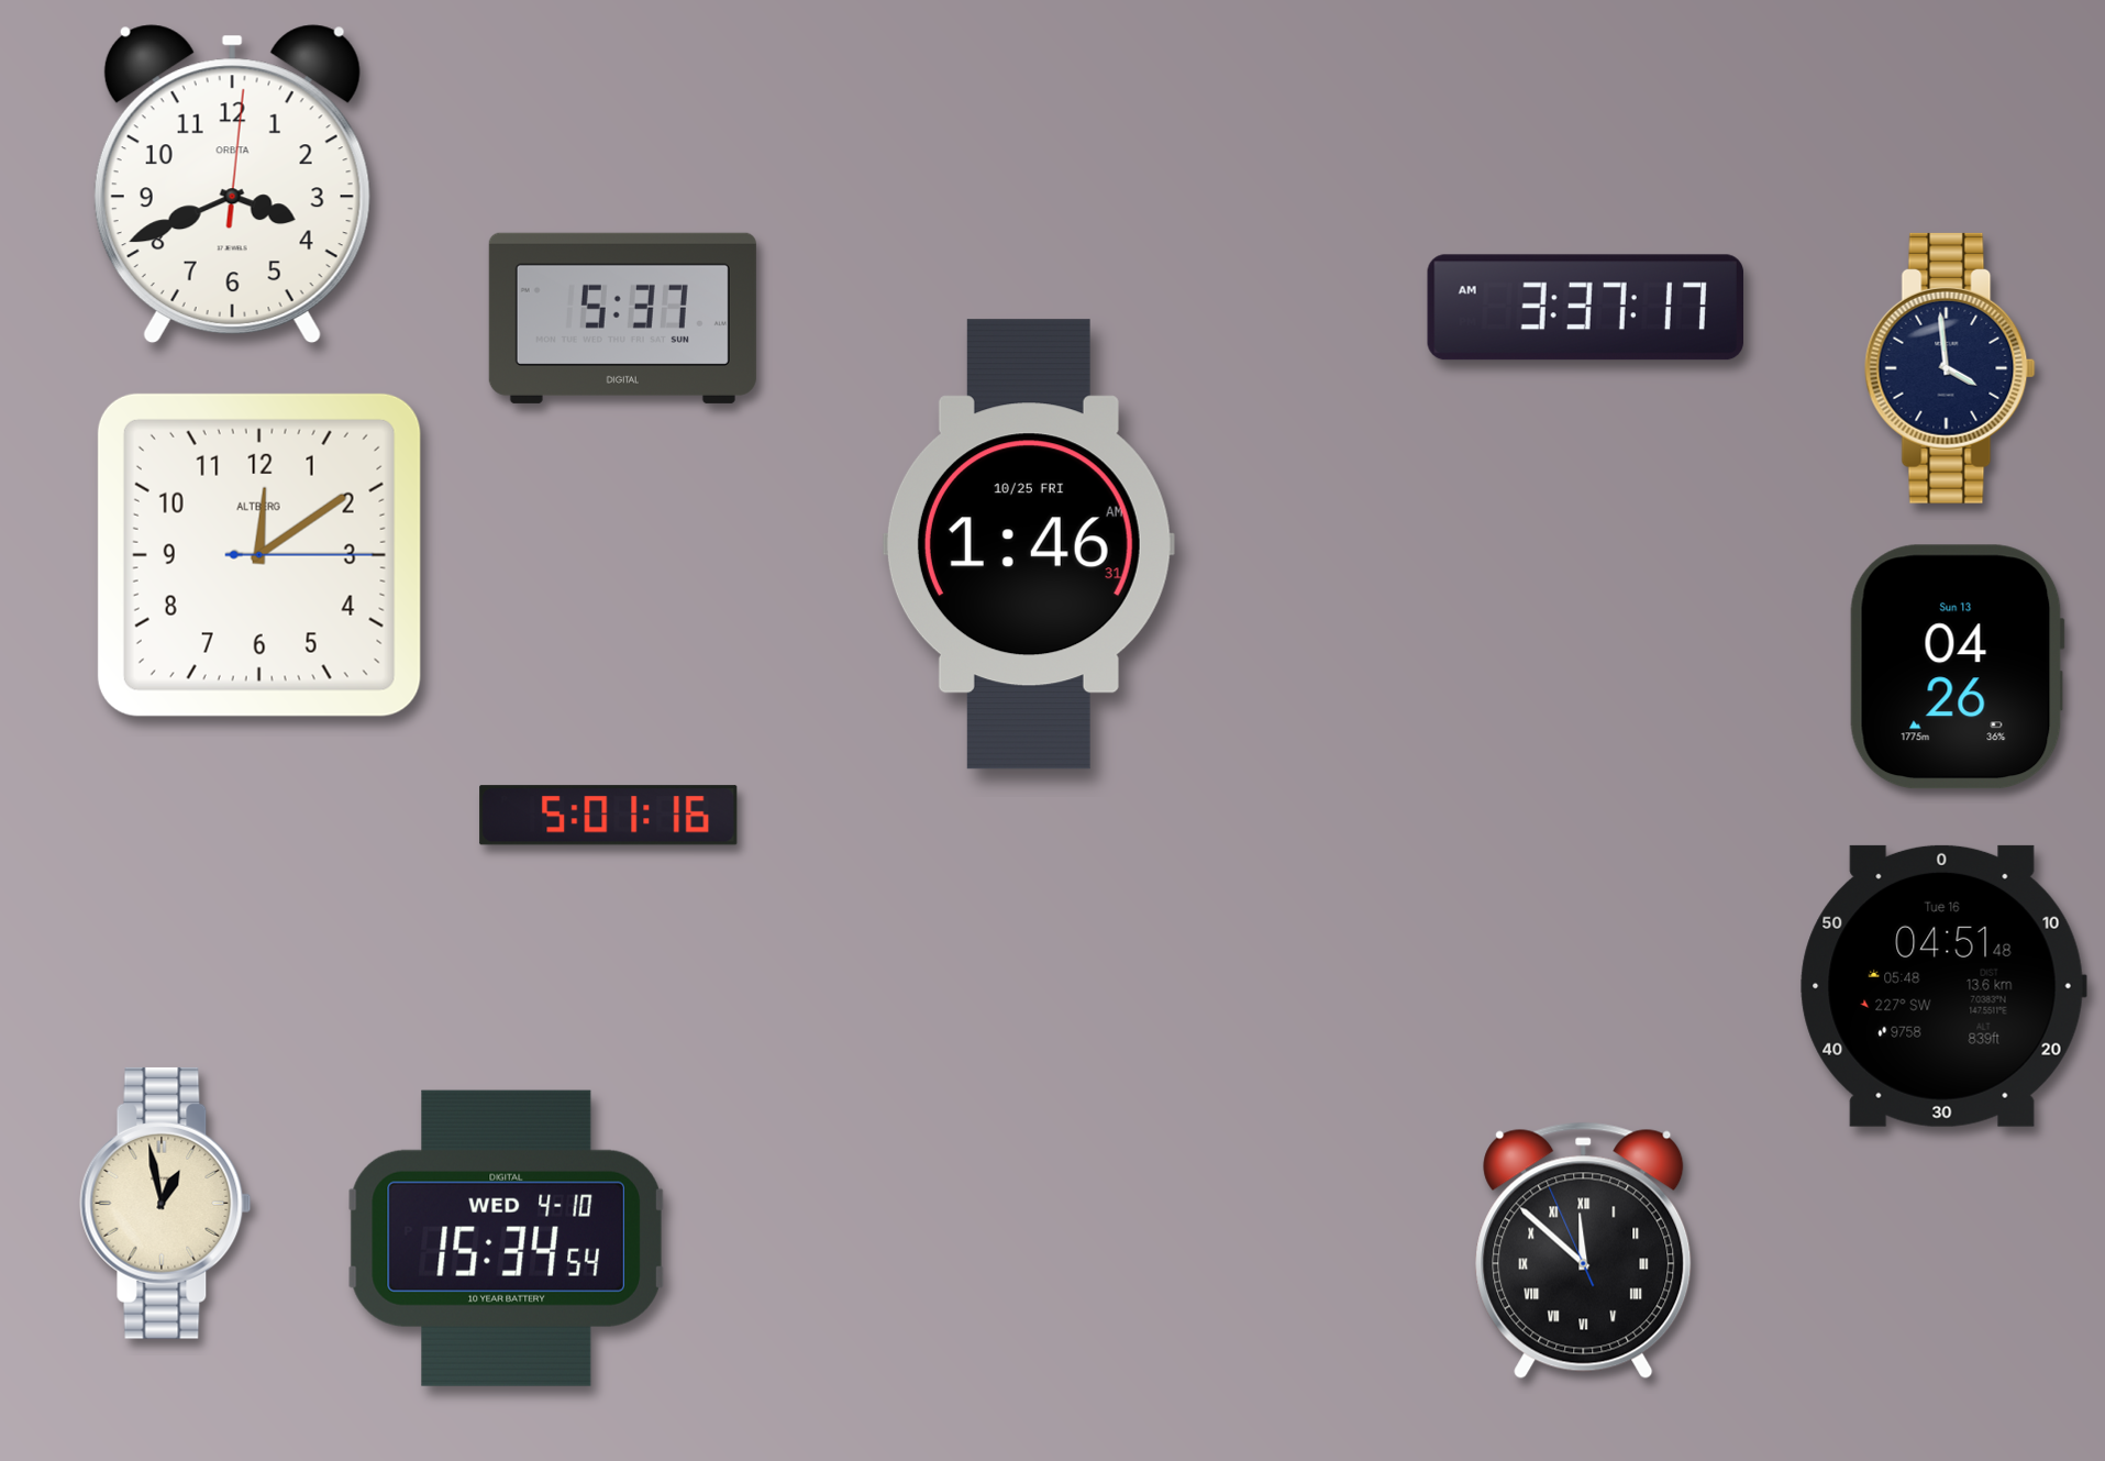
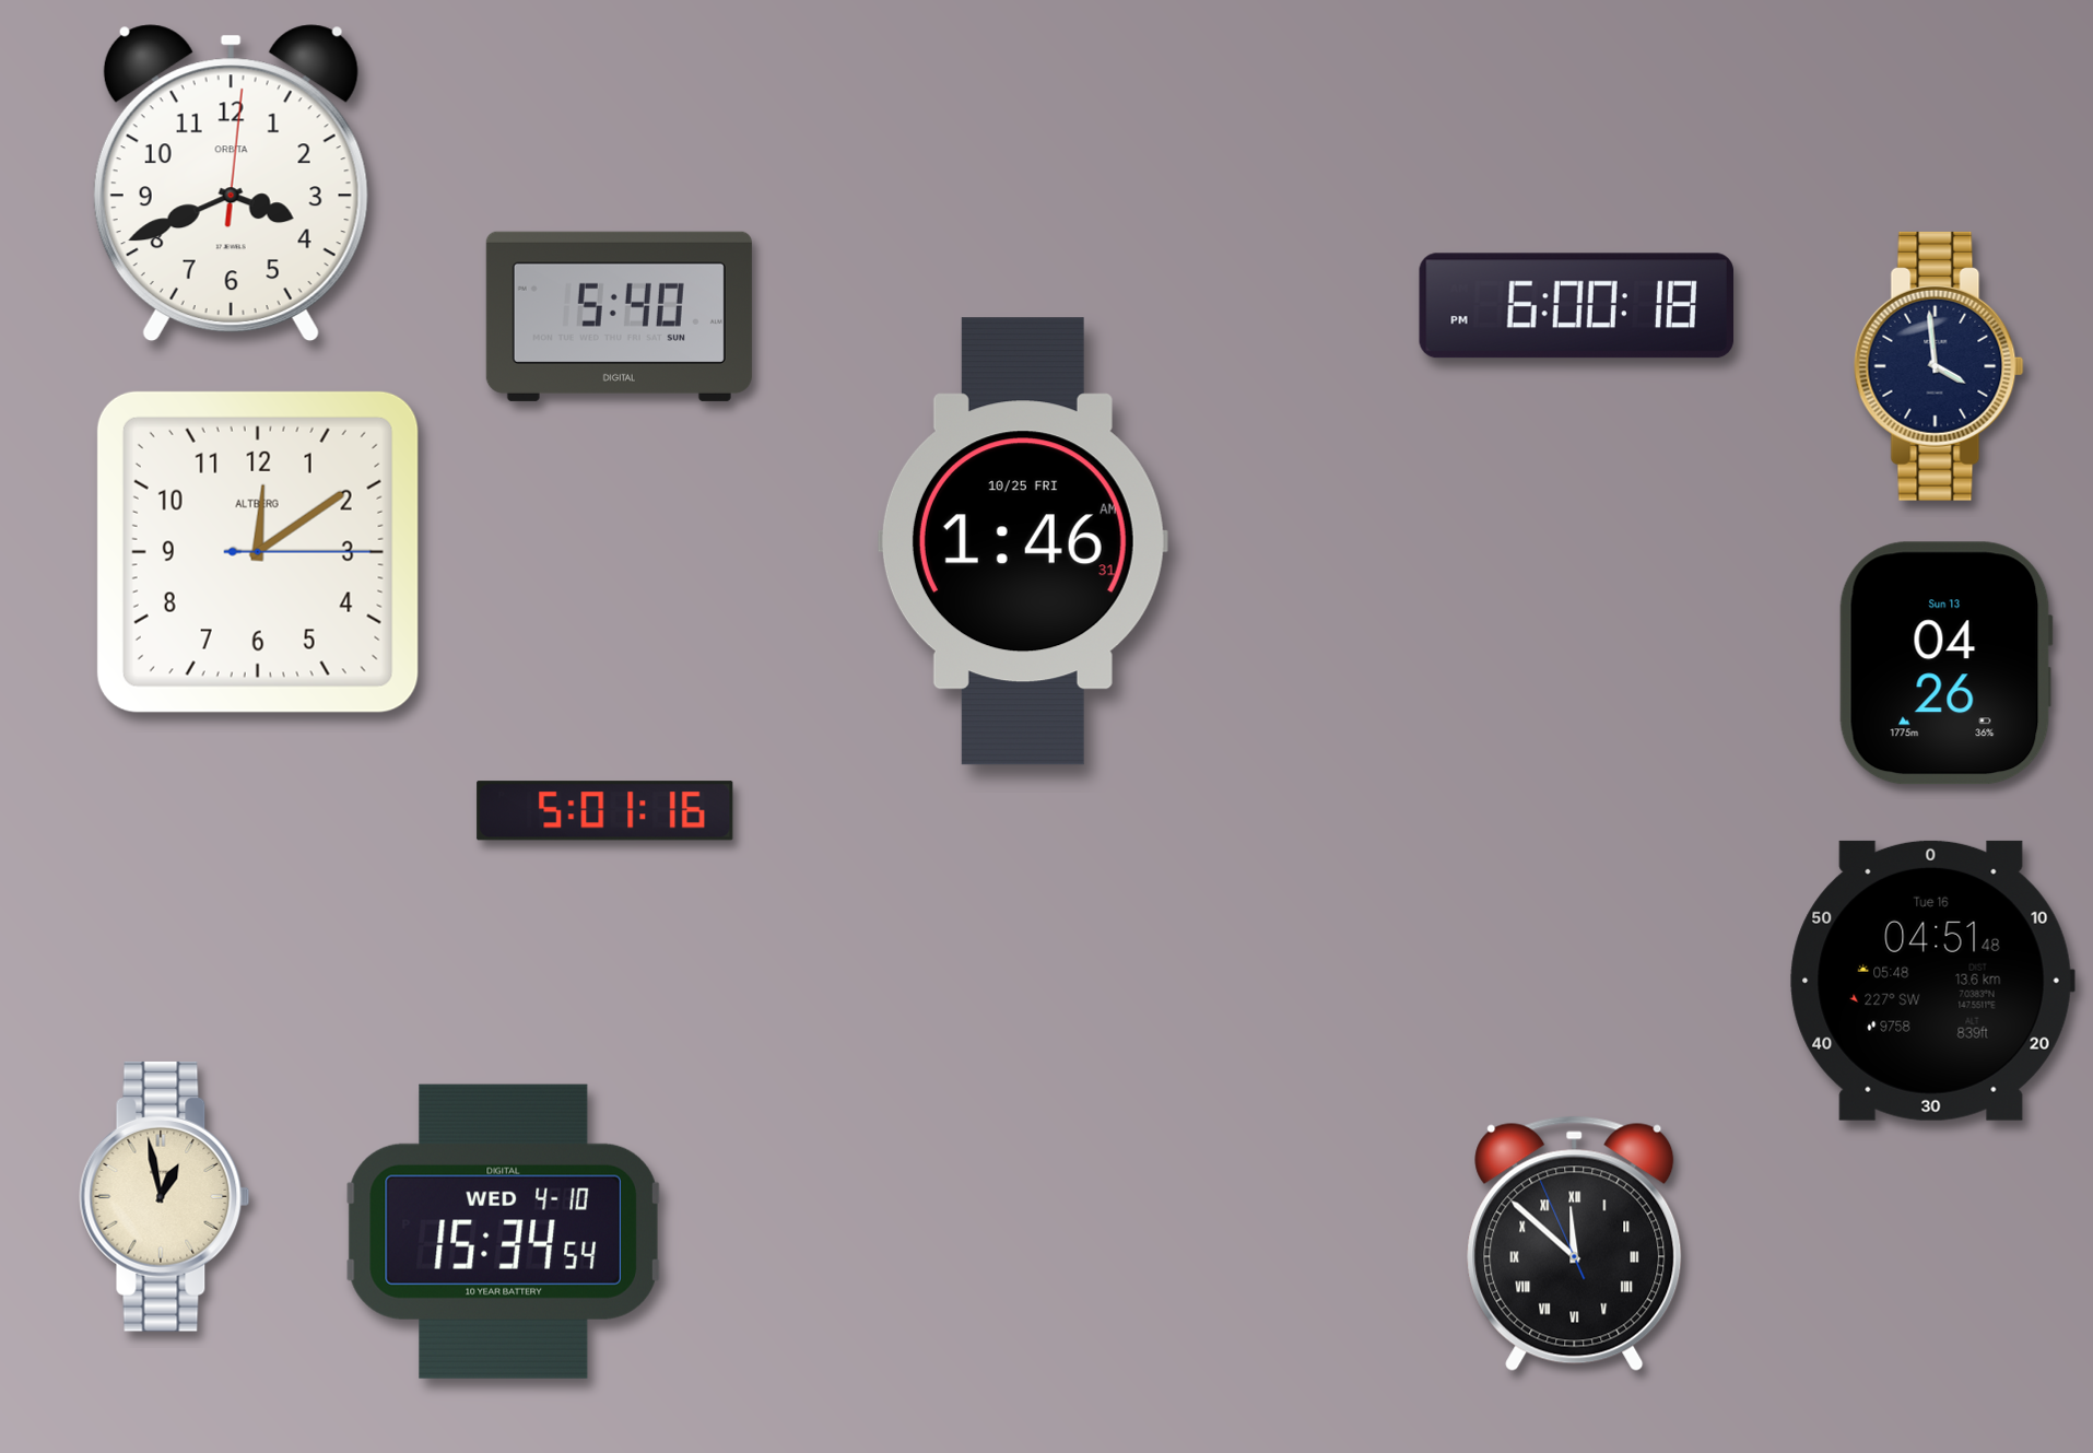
clock at (1585, 308): 3:37 -> 6:00
clock at (622, 318): 5:37 -> 5:40
